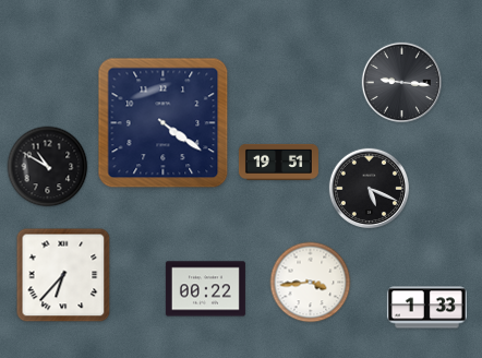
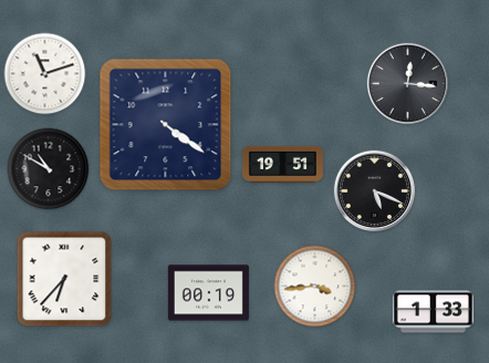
clock at (45, 74): none -> 11:12
clock at (401, 82): 9:16 -> 12:16
clock at (205, 289): 00:22 -> 00:19
